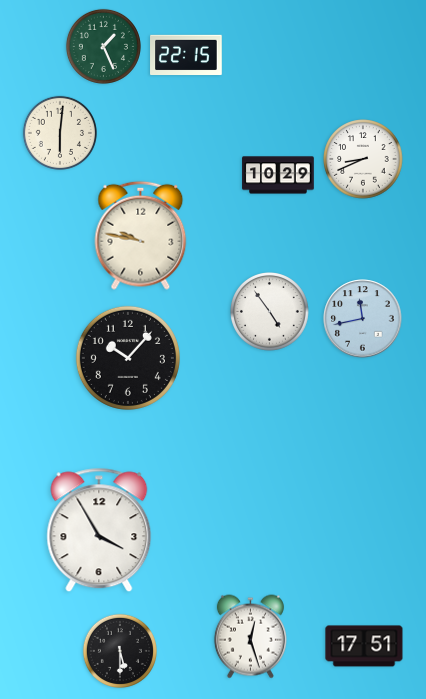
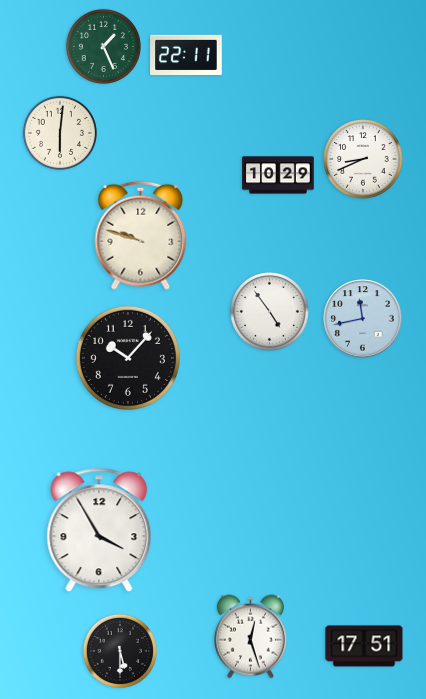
clock at (186, 55): 22:15 -> 22:11
clock at (141, 235): 9:47 -> 9:48
